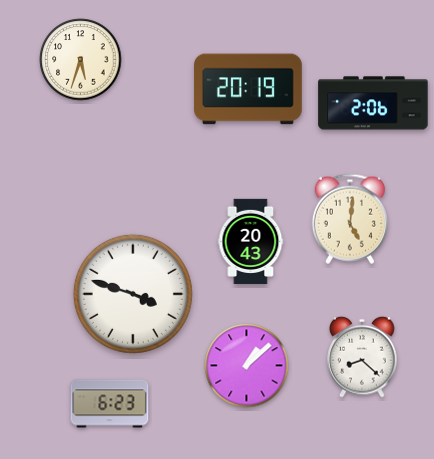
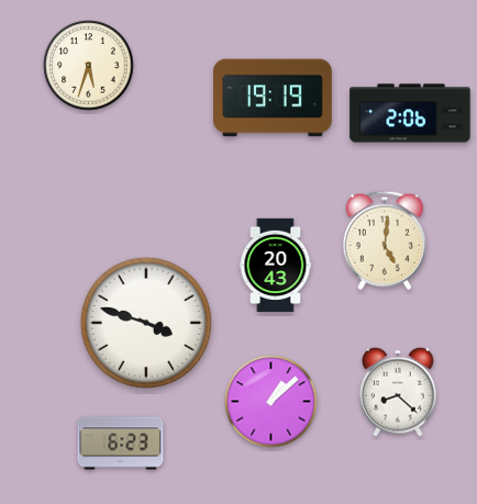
clock at (248, 89): 20:19 -> 19:19
